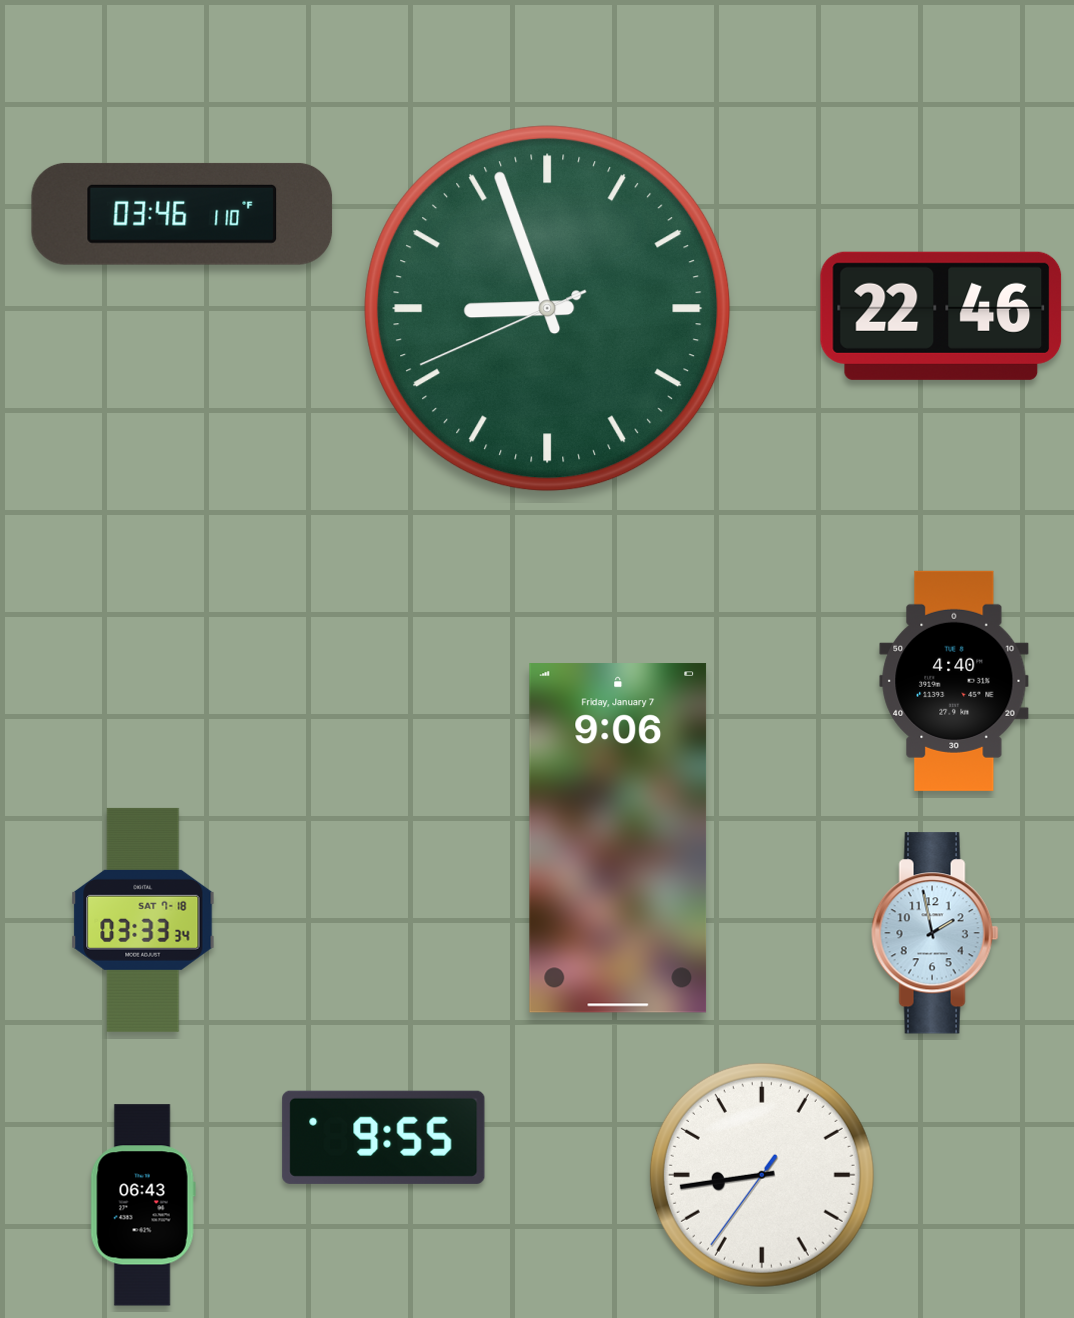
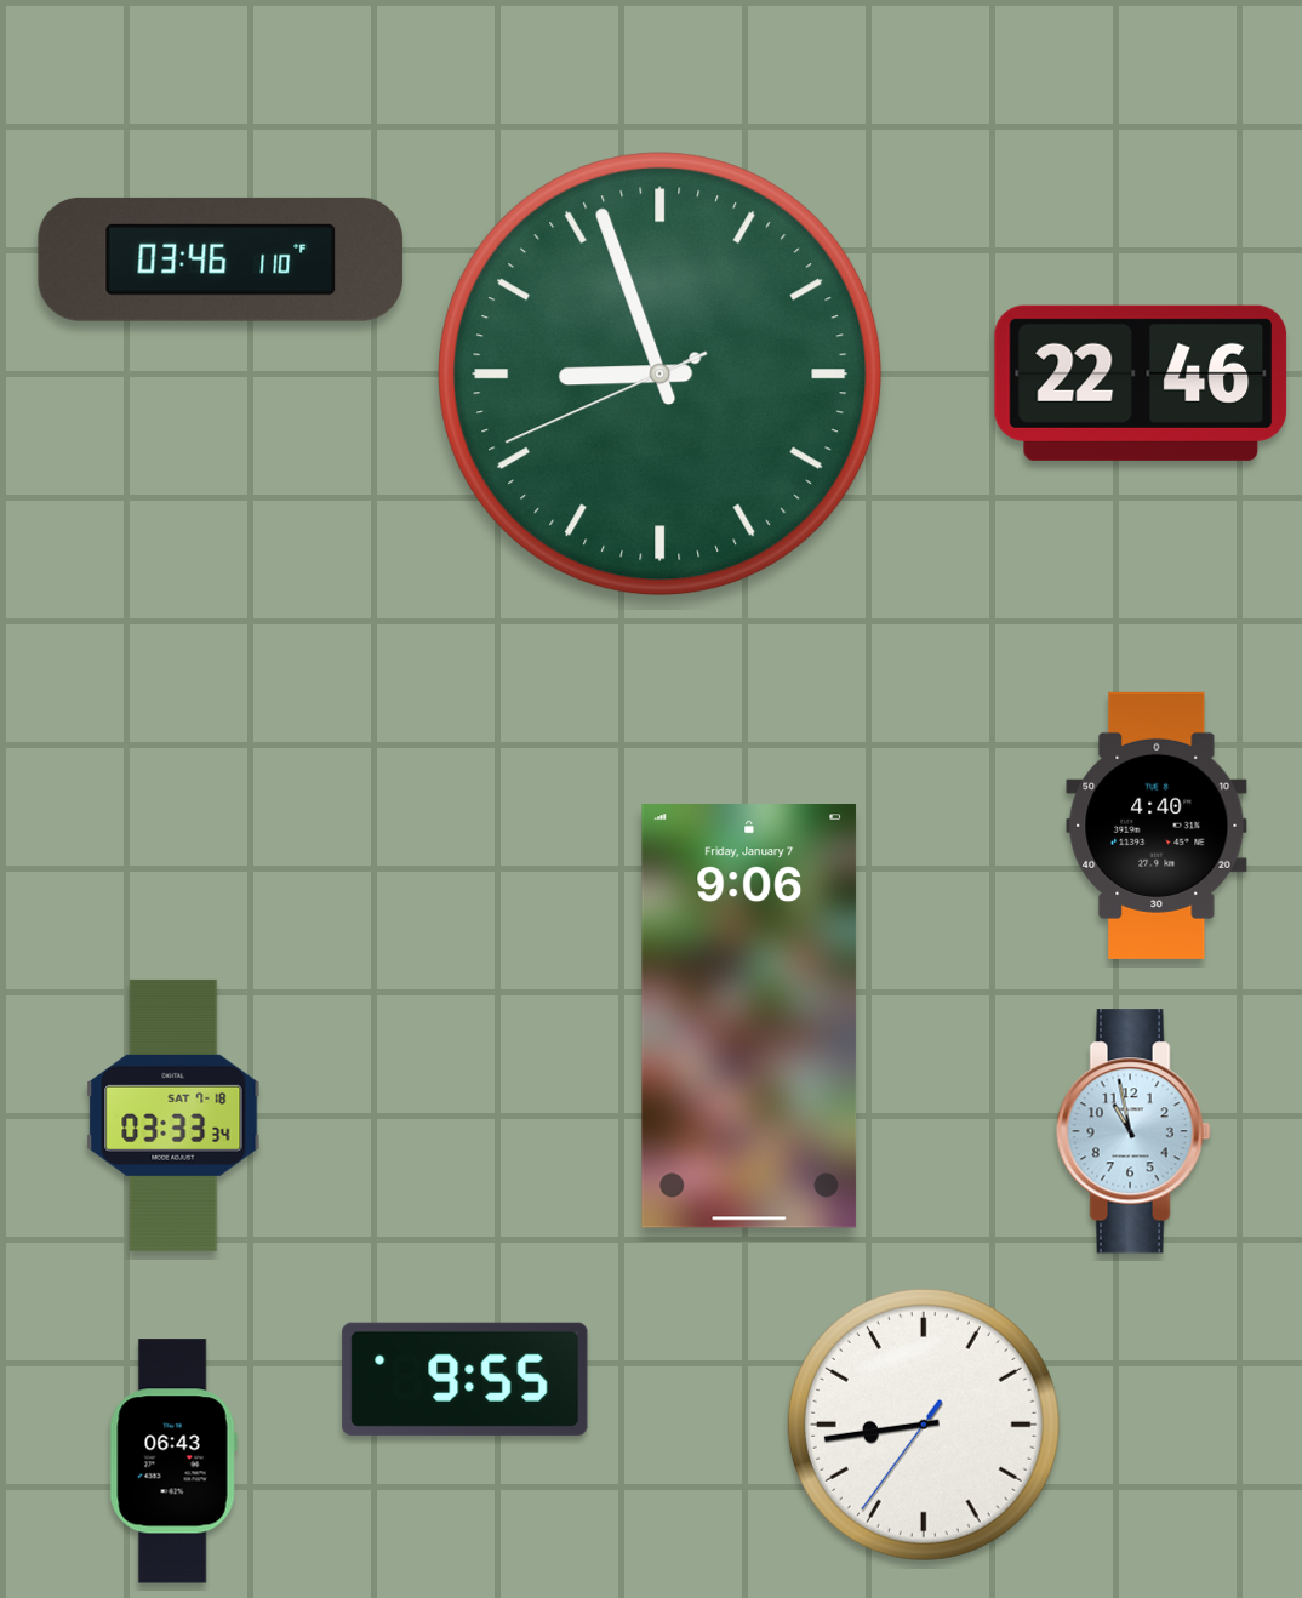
clock at (548, 309) position: (548, 309) -> (661, 375)
clock at (935, 933): 1:58 -> 10:58
